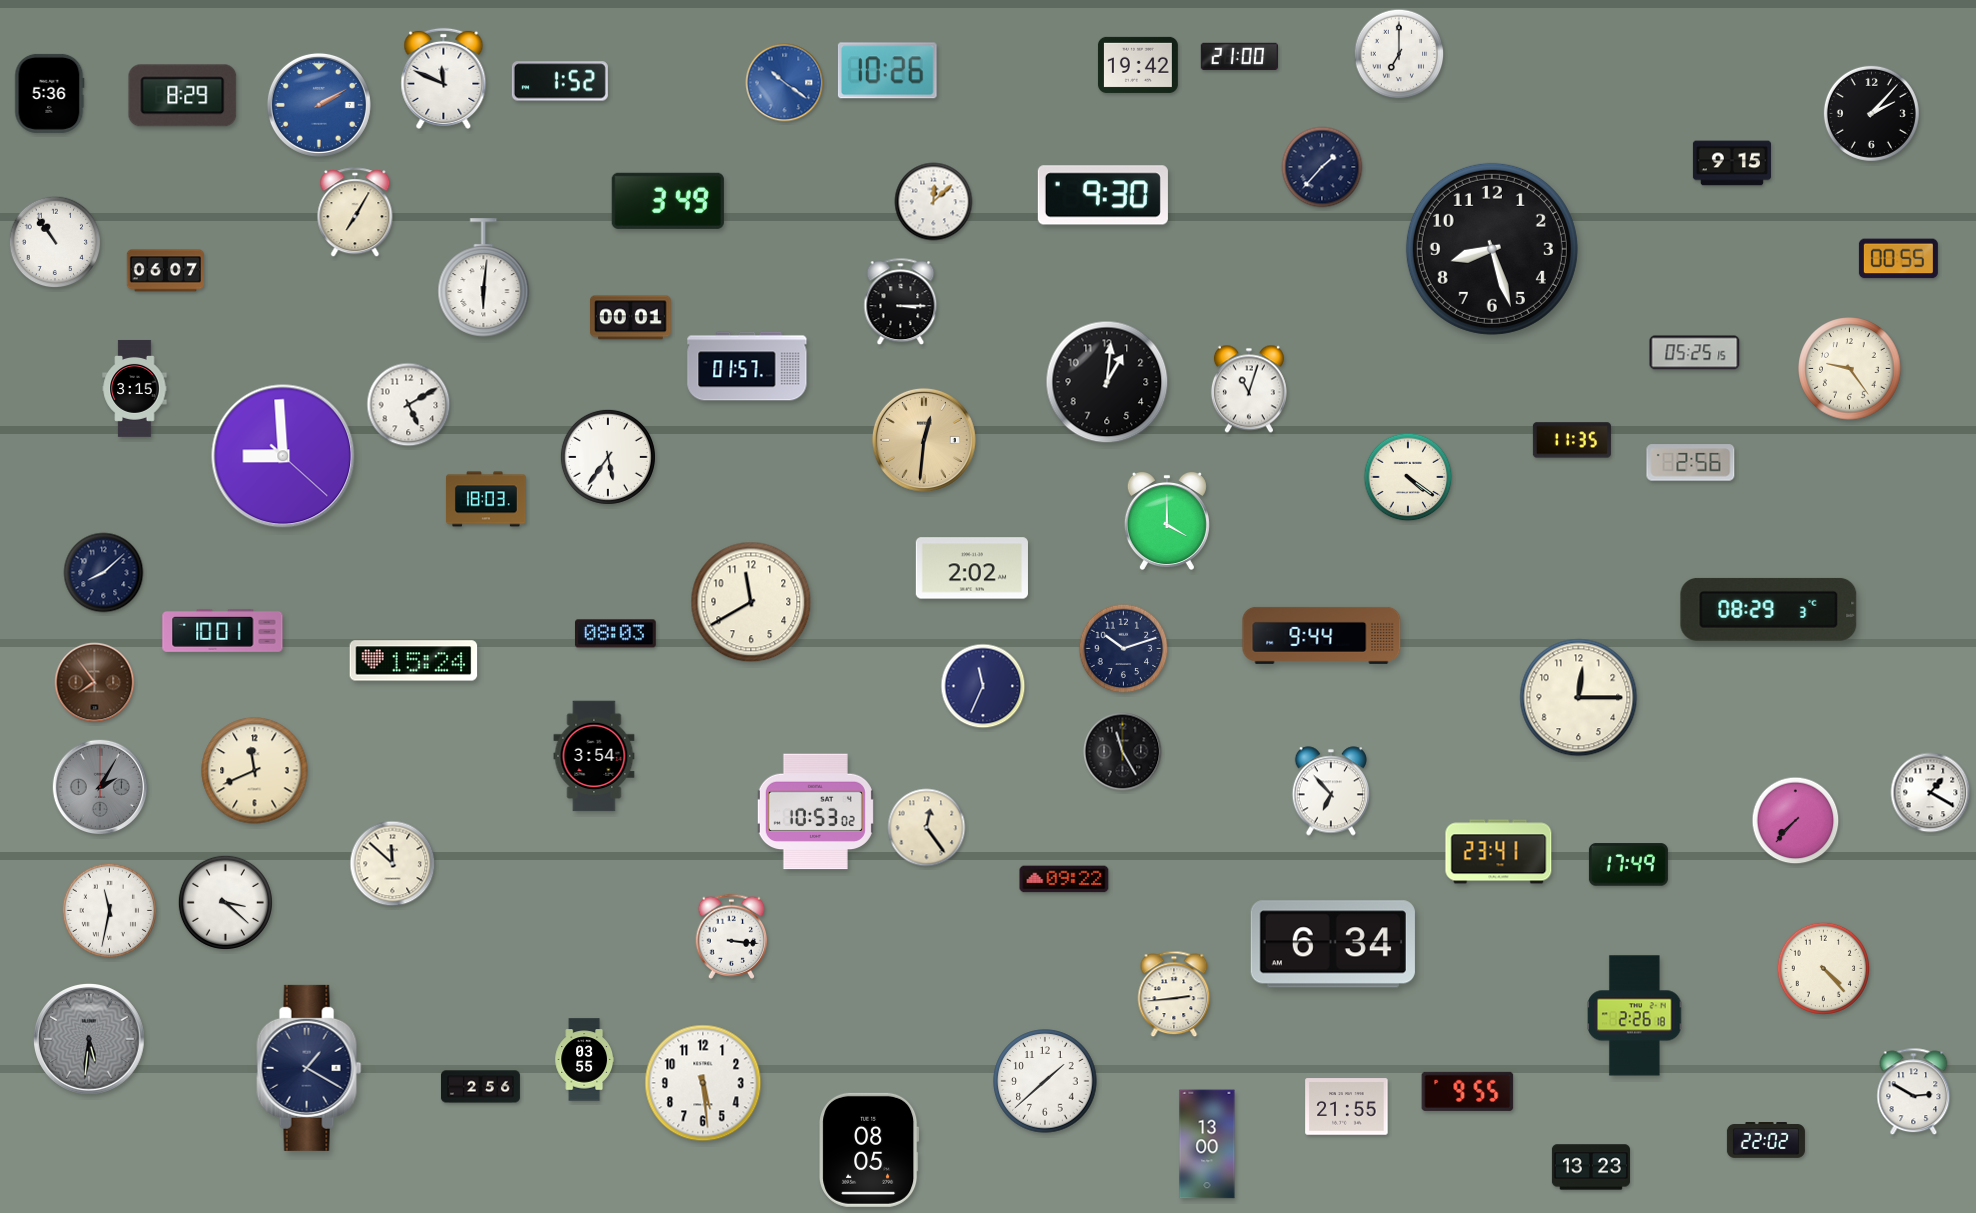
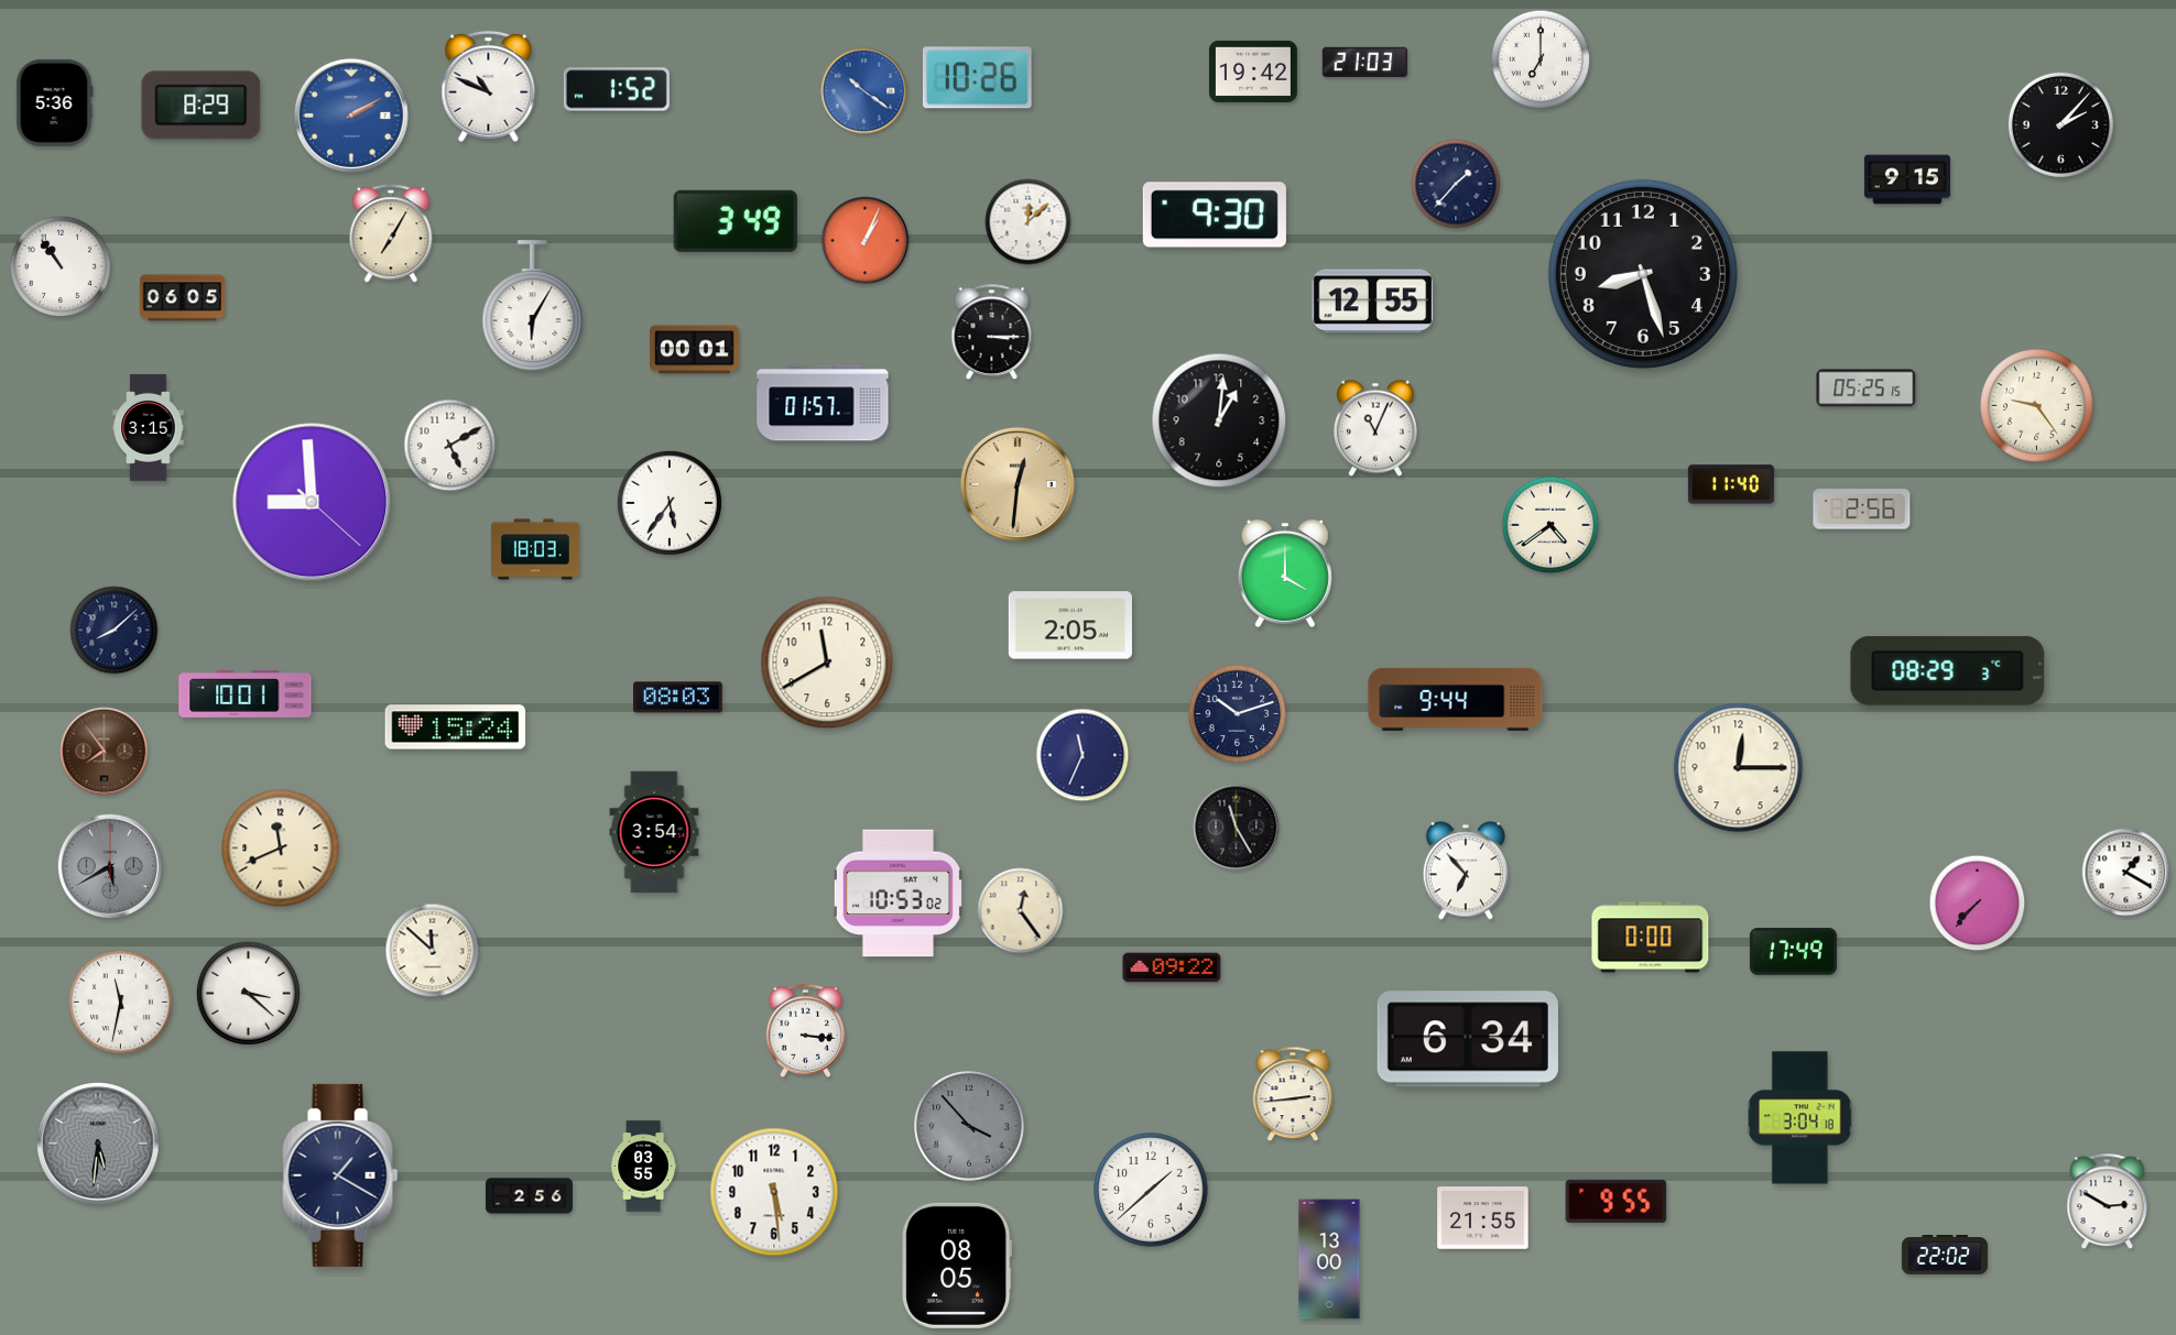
clock at (1239, 56): 21:00 -> 21:03
clock at (444, 78): 11:49 -> 10:49
clock at (866, 241): none -> 1:04
clock at (1898, 259): 00:55 -> none
clock at (165, 271): 06:07 -> 06:05
clock at (1373, 302): none -> 12:55
clock at (484, 278): 6:01 -> 6:05
clock at (1249, 389): 11:03 -> 11:04
clock at (1572, 440): 11:35 -> 11:40
clock at (1408, 477): 4:21 -> 4:39
clock at (972, 568): 2:02 -> 2:05
clock at (99, 786): 2:05 -> 5:40
clock at (1499, 852): 23:41 -> 0:00
clock at (1823, 968): 4:23 -> none
clock at (1635, 1016): 2:26 -> 3:04
clock at (970, 1127): none -> 3:53
clock at (1591, 1167): 13:23 -> none
